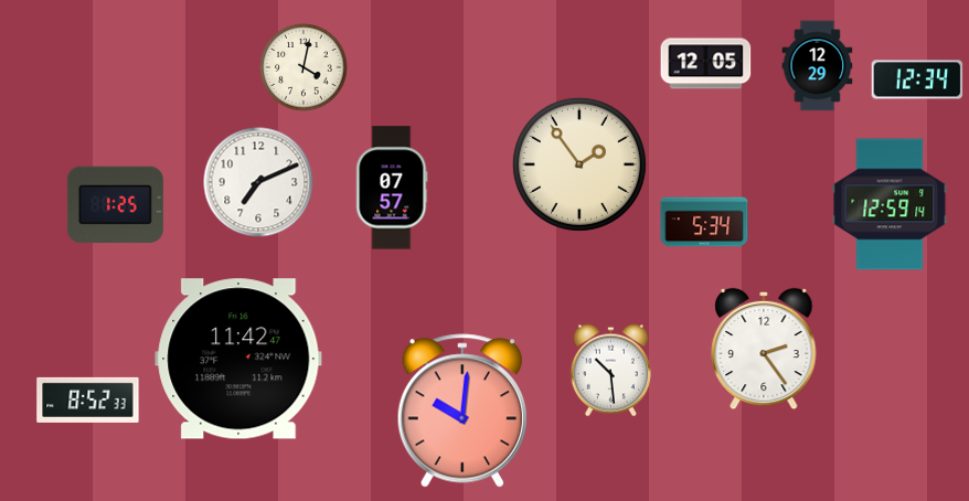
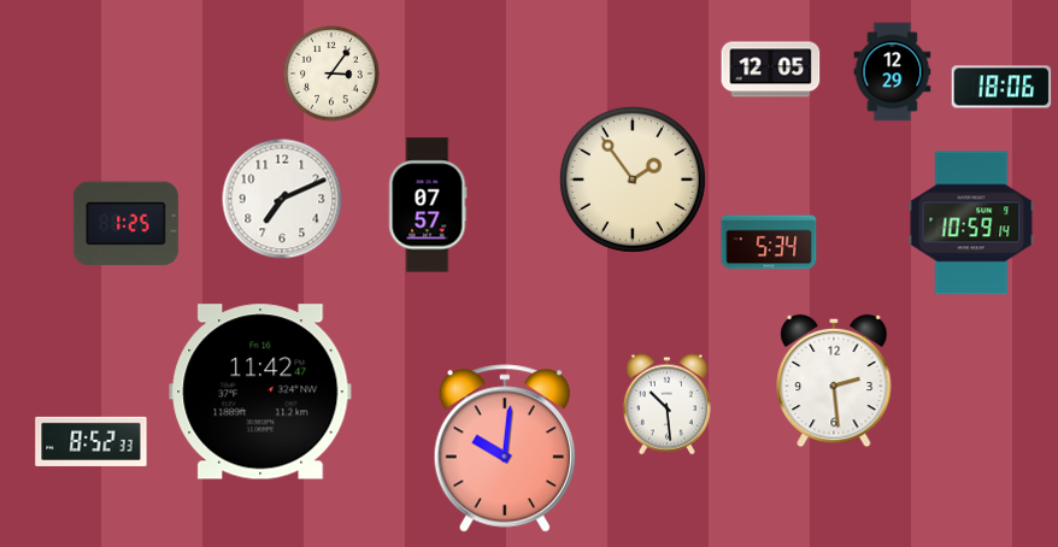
clock at (304, 67): 4:02 -> 3:06
clock at (917, 79): 12:34 -> 18:06
clock at (890, 204): 12:59 -> 10:59
clock at (764, 349): 2:24 -> 2:29
clock at (88, 399) position: (88, 399) -> (92, 441)
